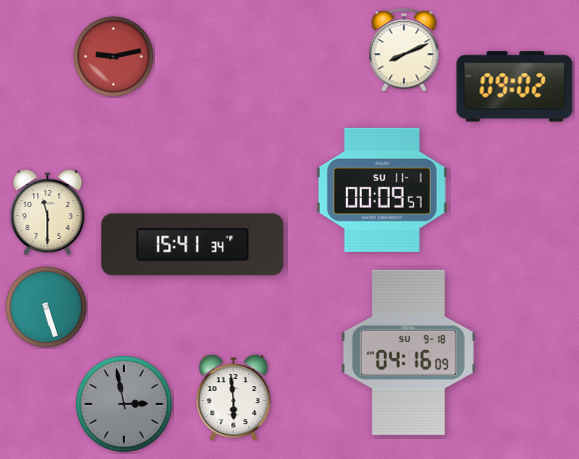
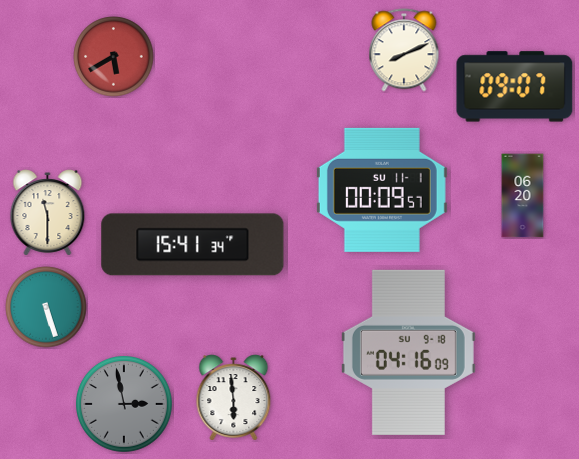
clock at (114, 57): 9:13 -> 5:40
clock at (515, 87): 09:02 -> 09:07
clock at (523, 196): none -> 06:20
